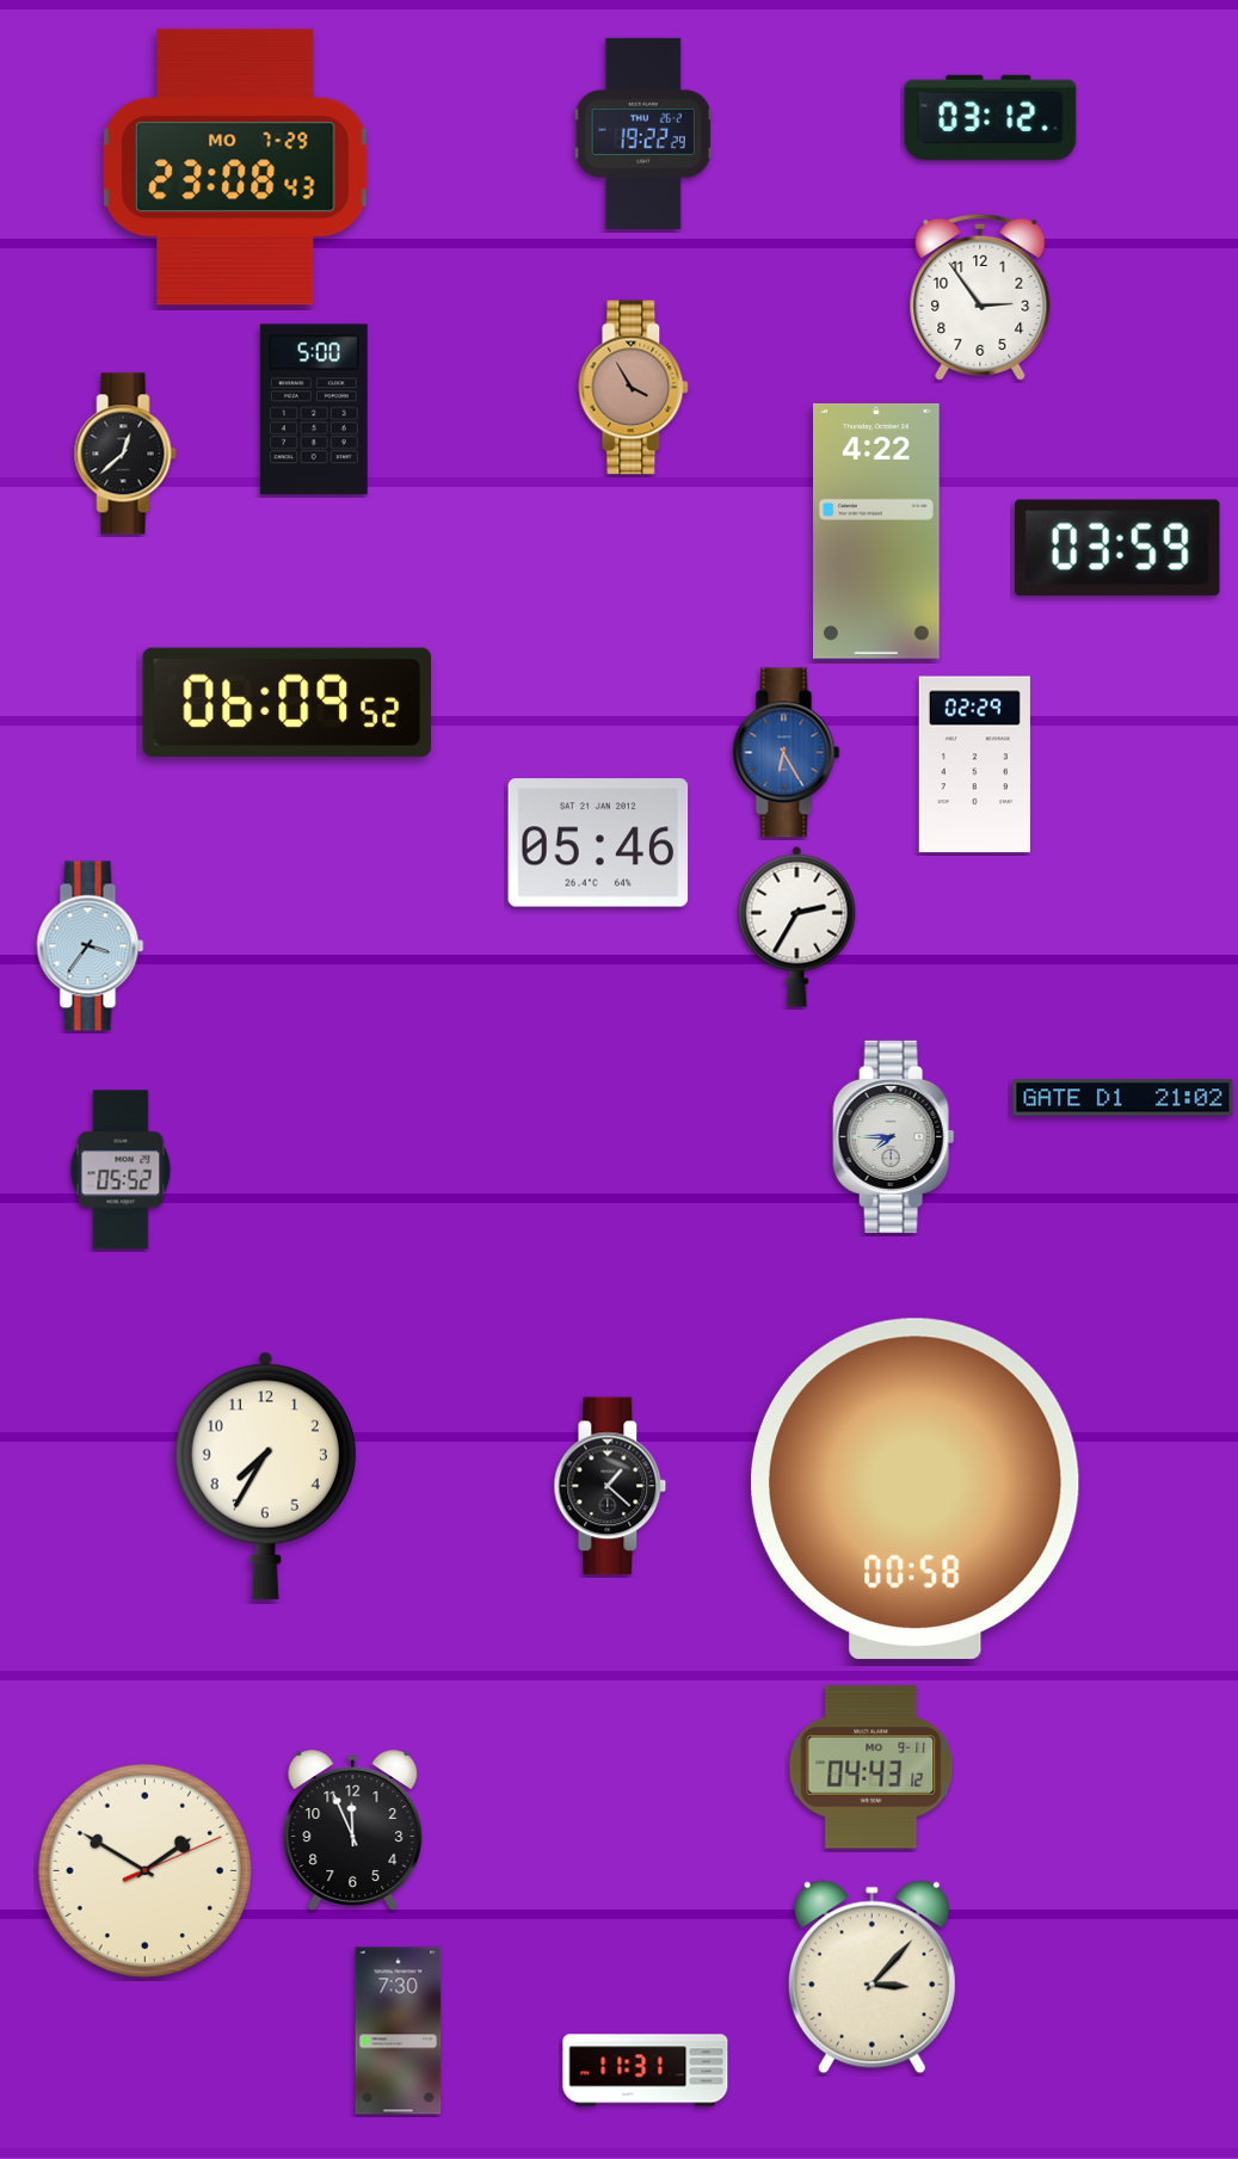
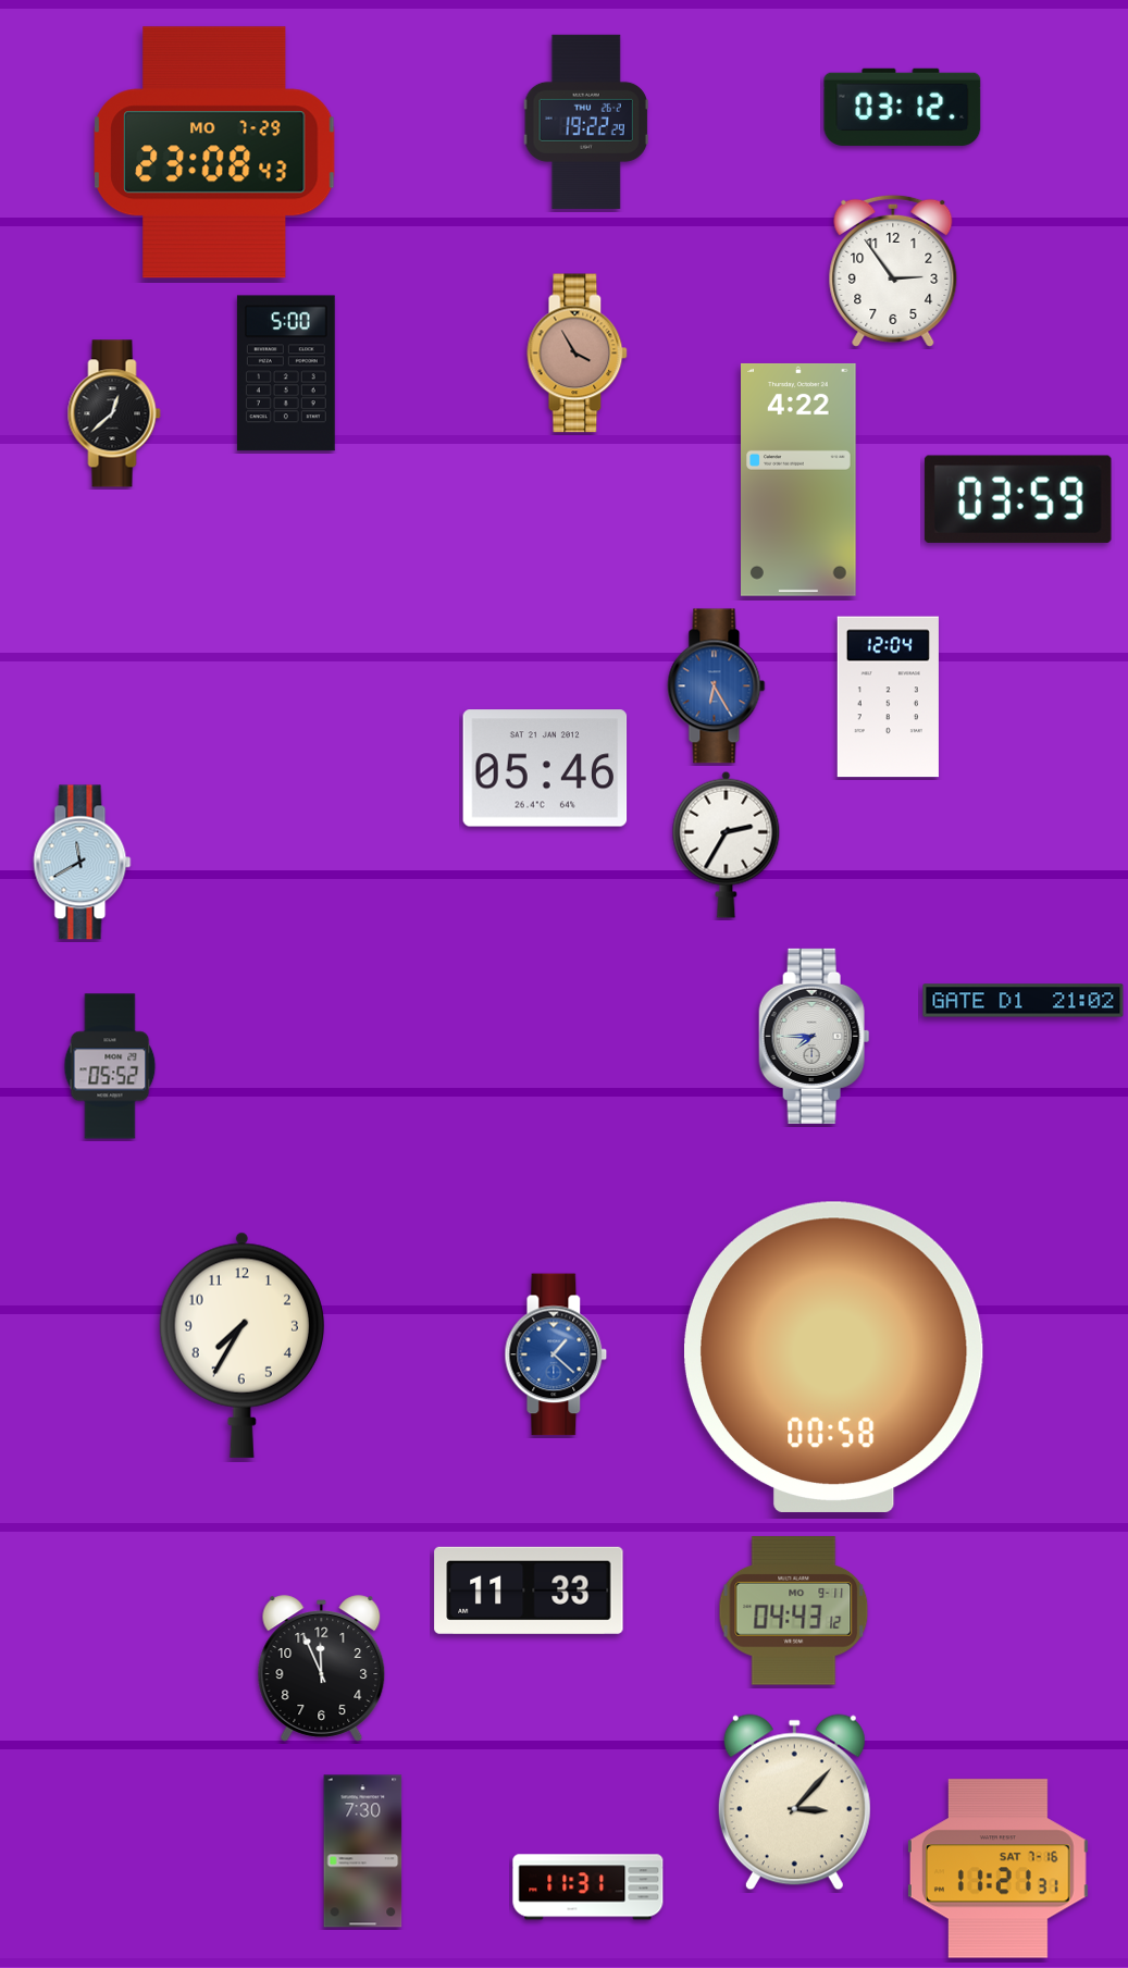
clock at (877, 531) position: (877, 531) -> (799, 480)
clock at (288, 702): 06:09 -> none
clock at (974, 765): 02:29 -> 12:04
clock at (91, 946): 3:36 -> 11:40
clock at (610, 1486) dial: black -> blue
clock at (529, 1591): none -> 11:33
clock at (144, 1870): 1:50 -> none
clock at (997, 1869): none -> 11:21
